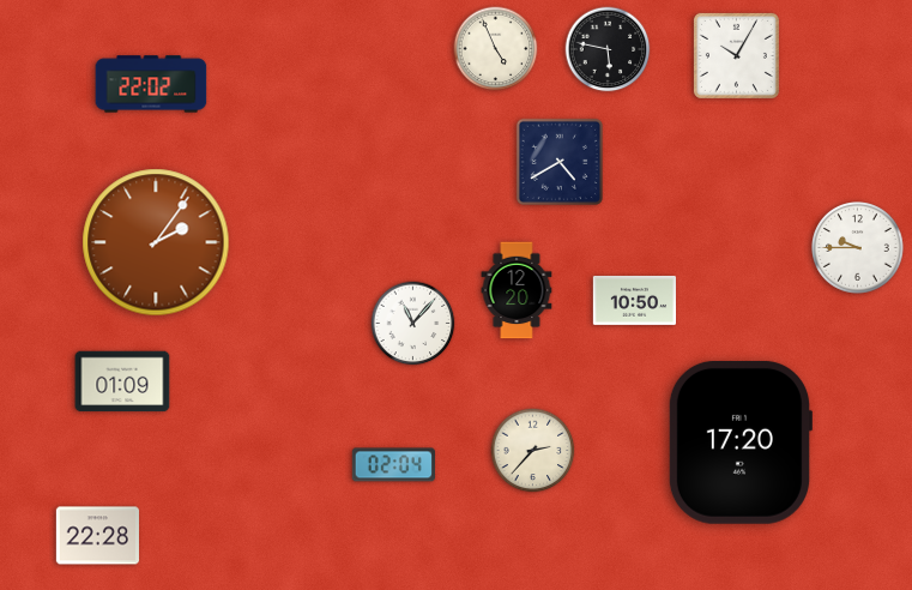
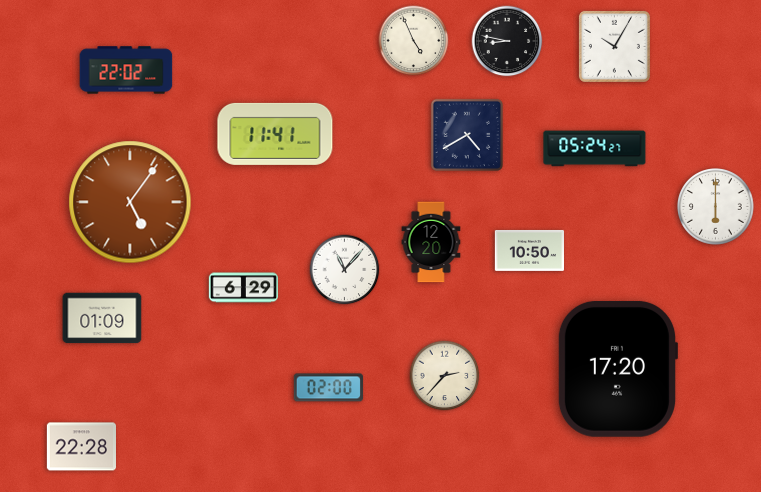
clock at (608, 49): 5:47 -> 8:47
clock at (275, 134): none -> 11:41
clock at (595, 149): none -> 05:24
clock at (156, 242): 2:06 -> 5:06
clock at (858, 248): 9:45 -> 6:00
clock at (243, 288): none -> 6:29
clock at (393, 465): 02:04 -> 02:00
